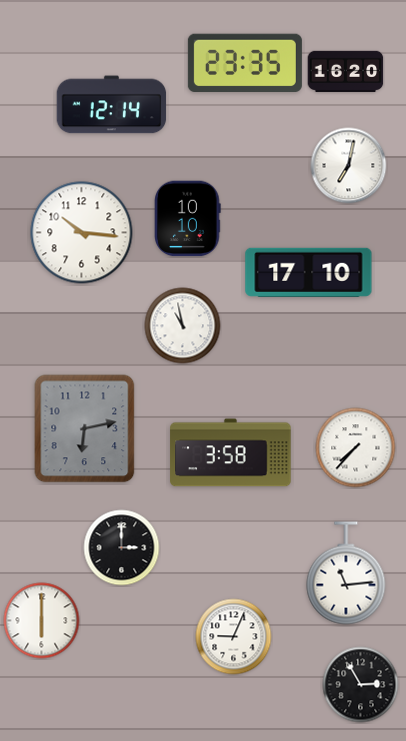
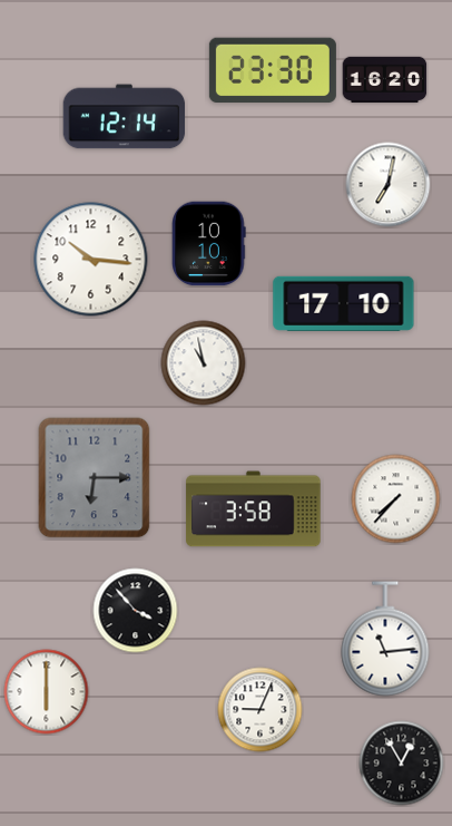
clock at (245, 63): 23:35 -> 23:30
clock at (85, 429): 6:13 -> 6:15
clock at (231, 453) position: (231, 453) -> (254, 509)
clock at (122, 548): 3:00 -> 3:53
clock at (361, 685): 2:55 -> 12:55
